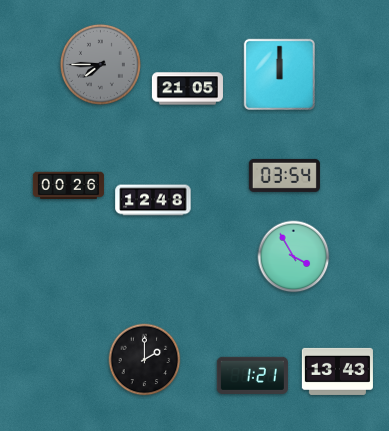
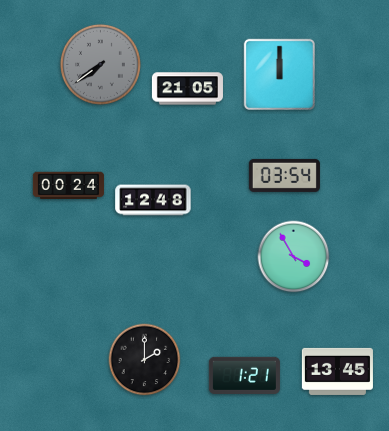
clock at (100, 64): 7:45 -> 7:39
clock at (68, 186): 00:26 -> 00:24
clock at (337, 371): 13:43 -> 13:45
clock at (252, 375) position: (252, 375) -> (244, 375)
